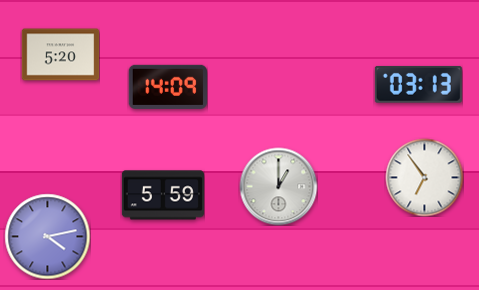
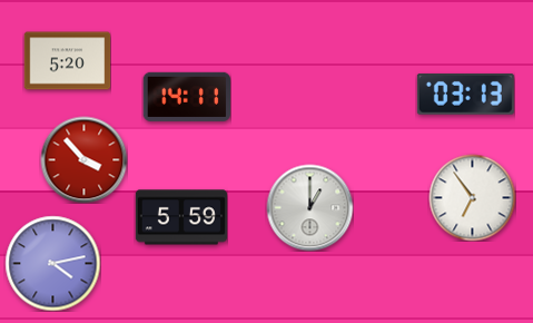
clock at (167, 87): 14:09 -> 14:11
clock at (83, 159): none -> 3:53
